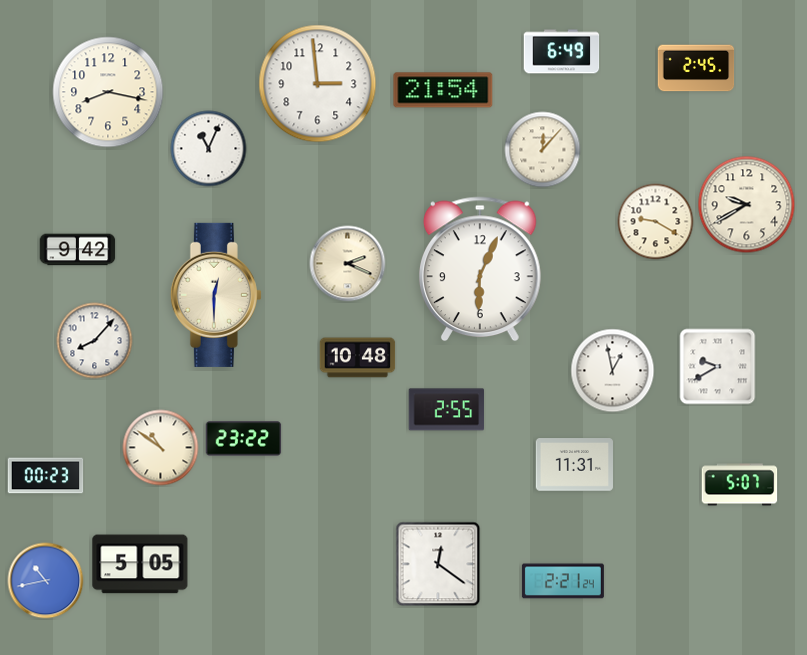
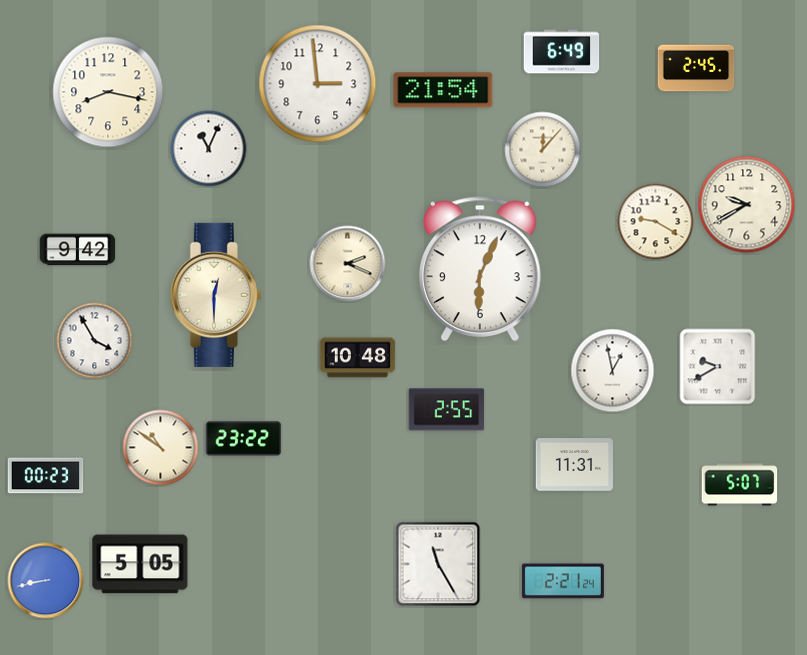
clock at (95, 341): 8:07 -> 3:55
clock at (438, 564): 12:21 -> 11:25
clock at (46, 581): 10:43 -> 8:43
